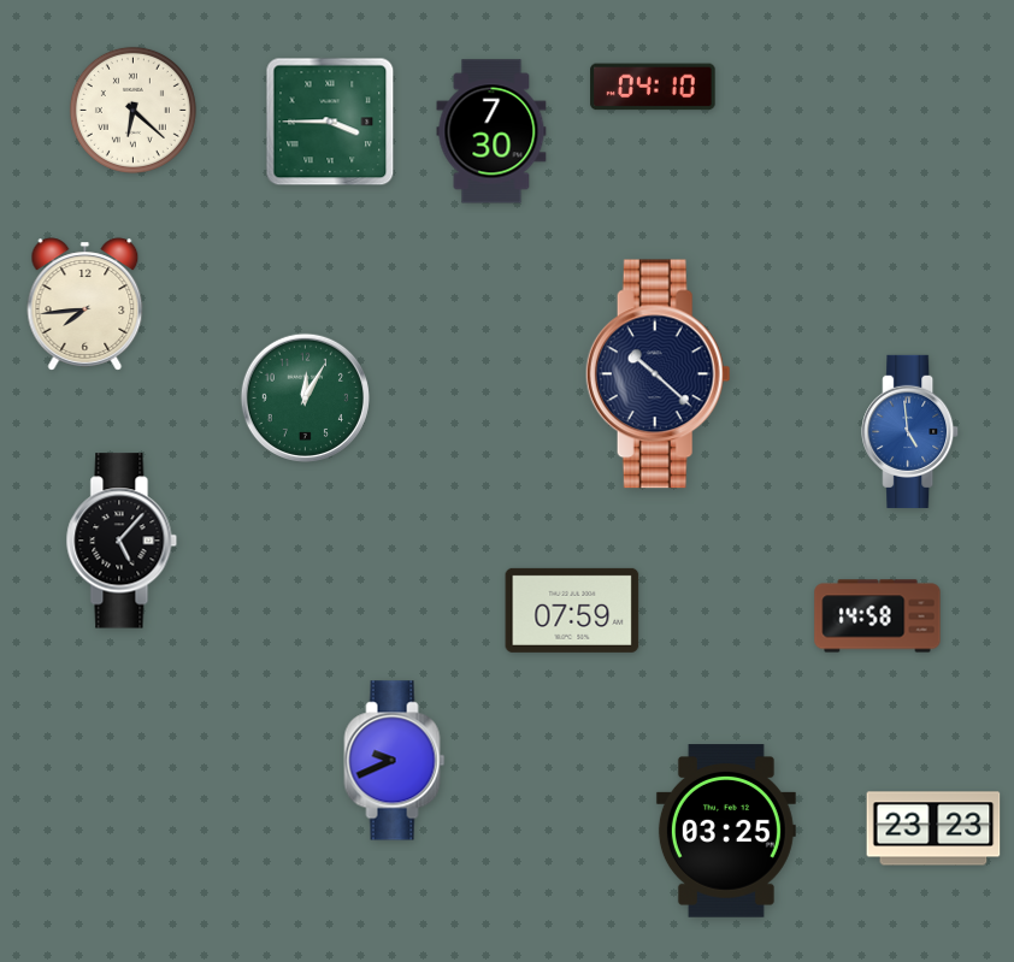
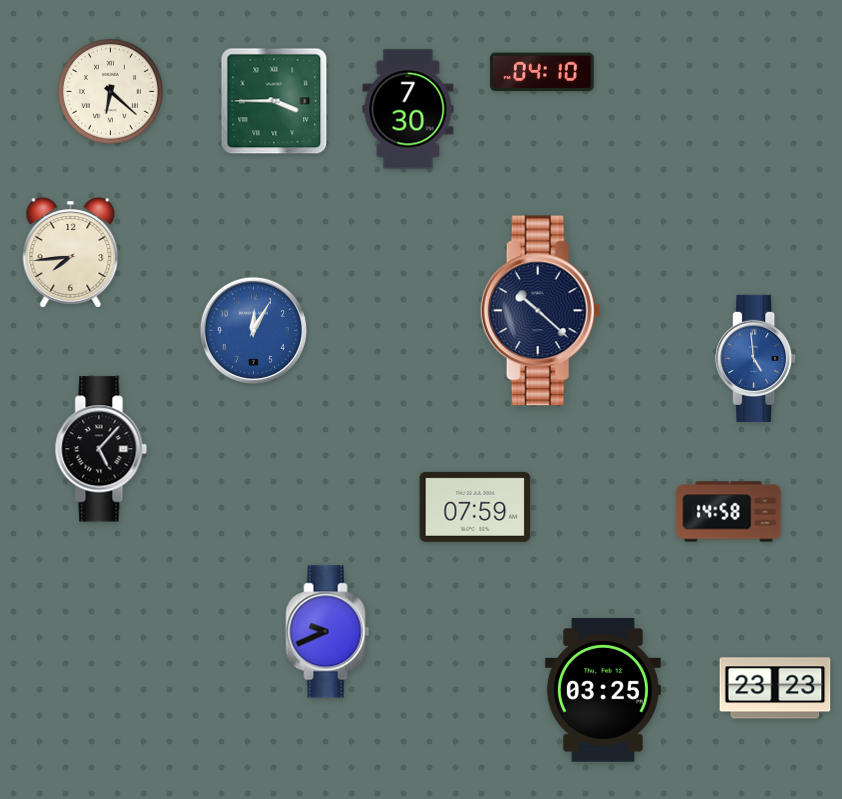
clock at (658, 374) position: (658, 374) -> (540, 311)
clock at (305, 397) dial: green -> blue
